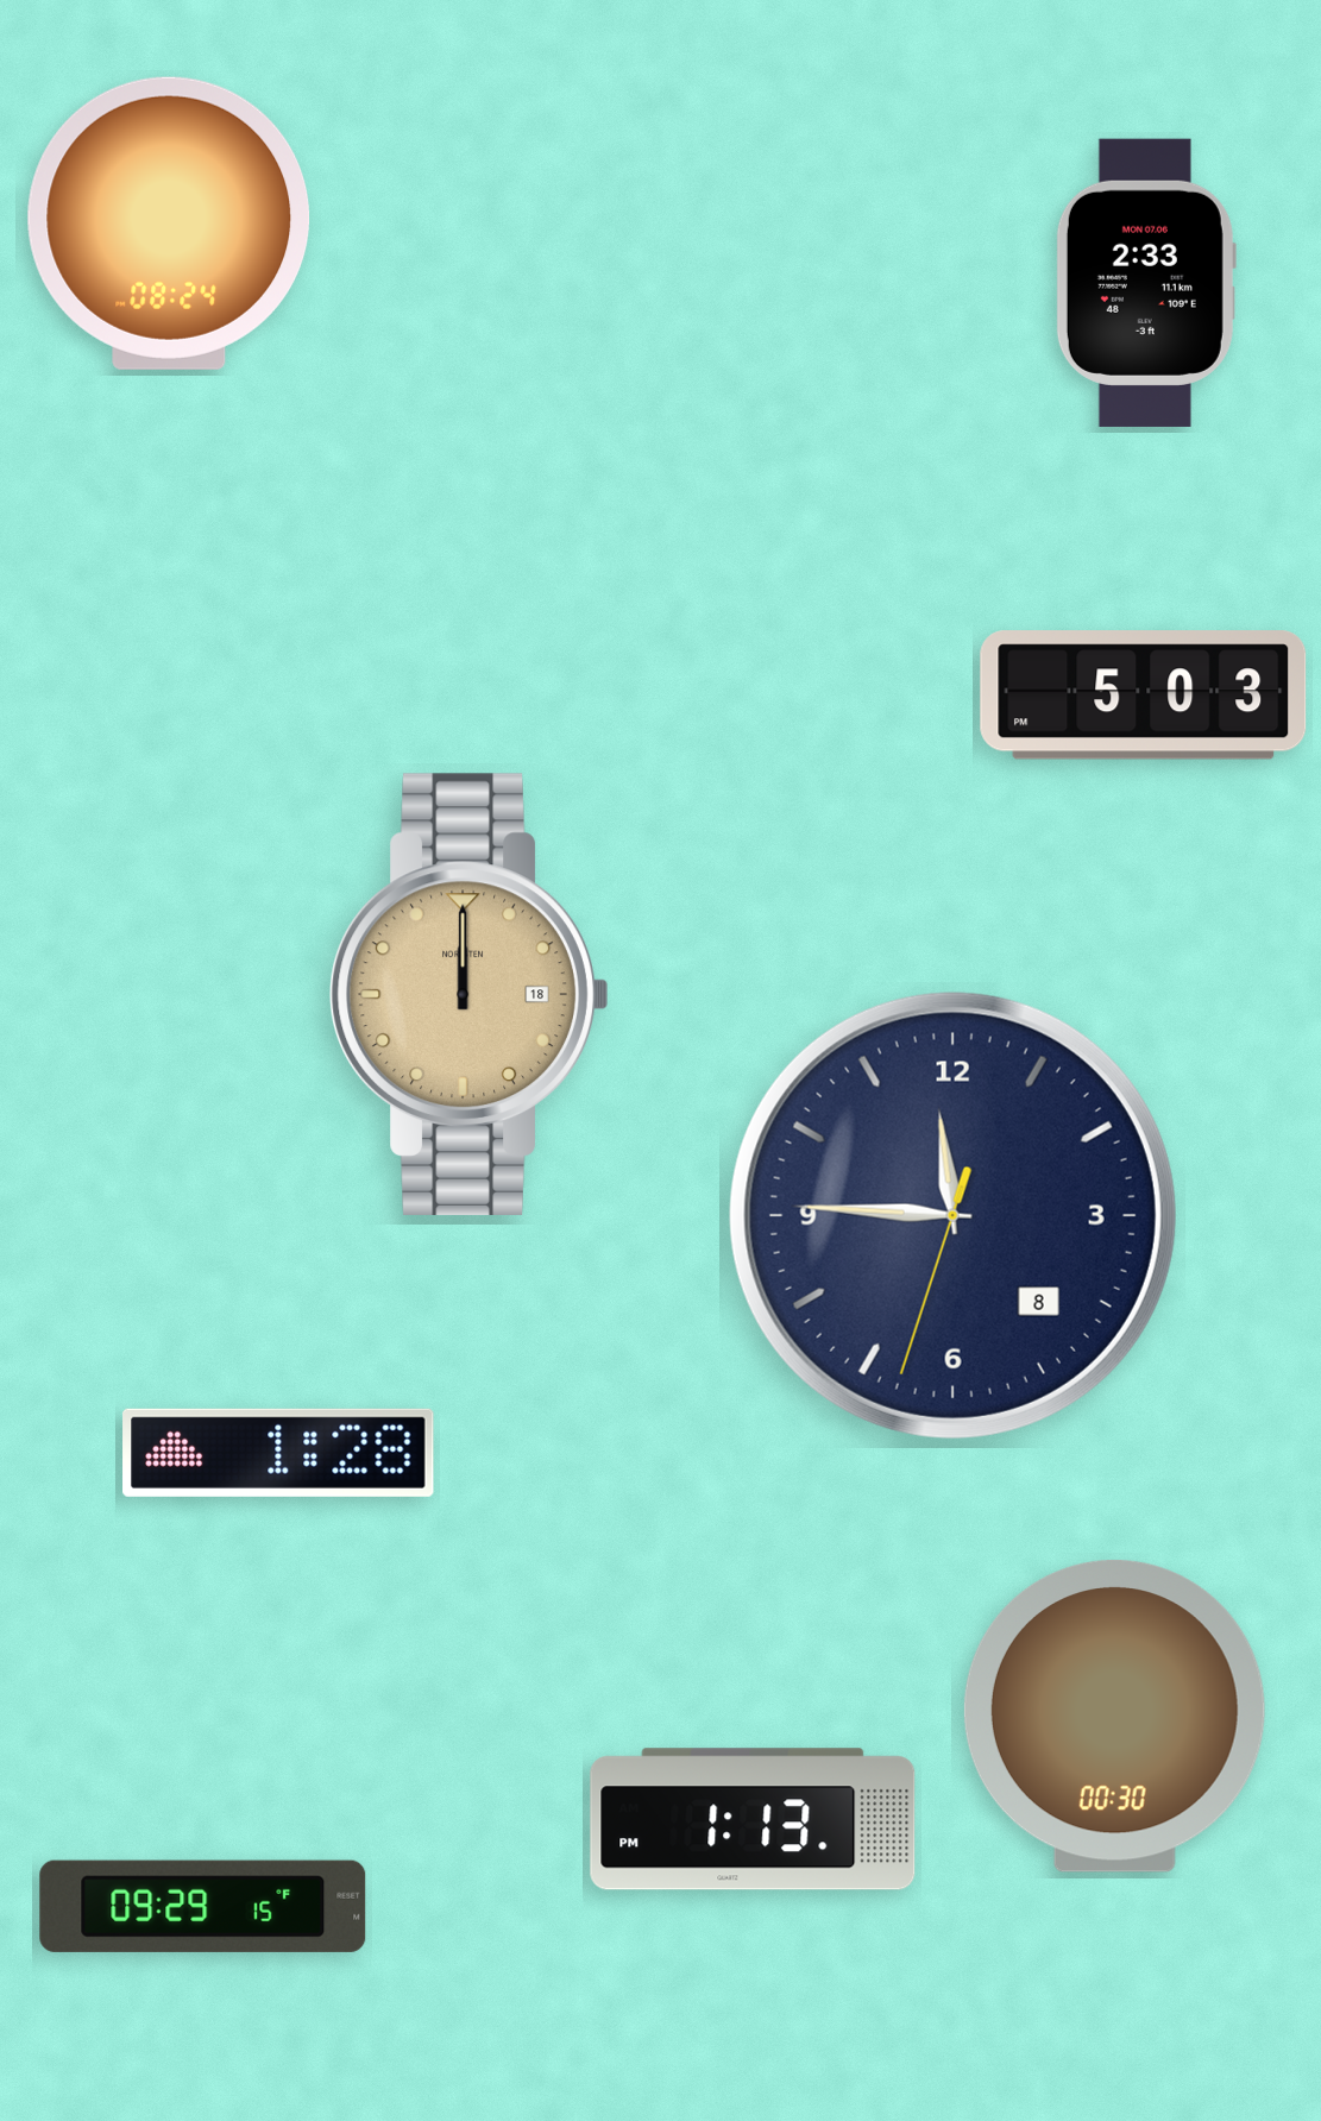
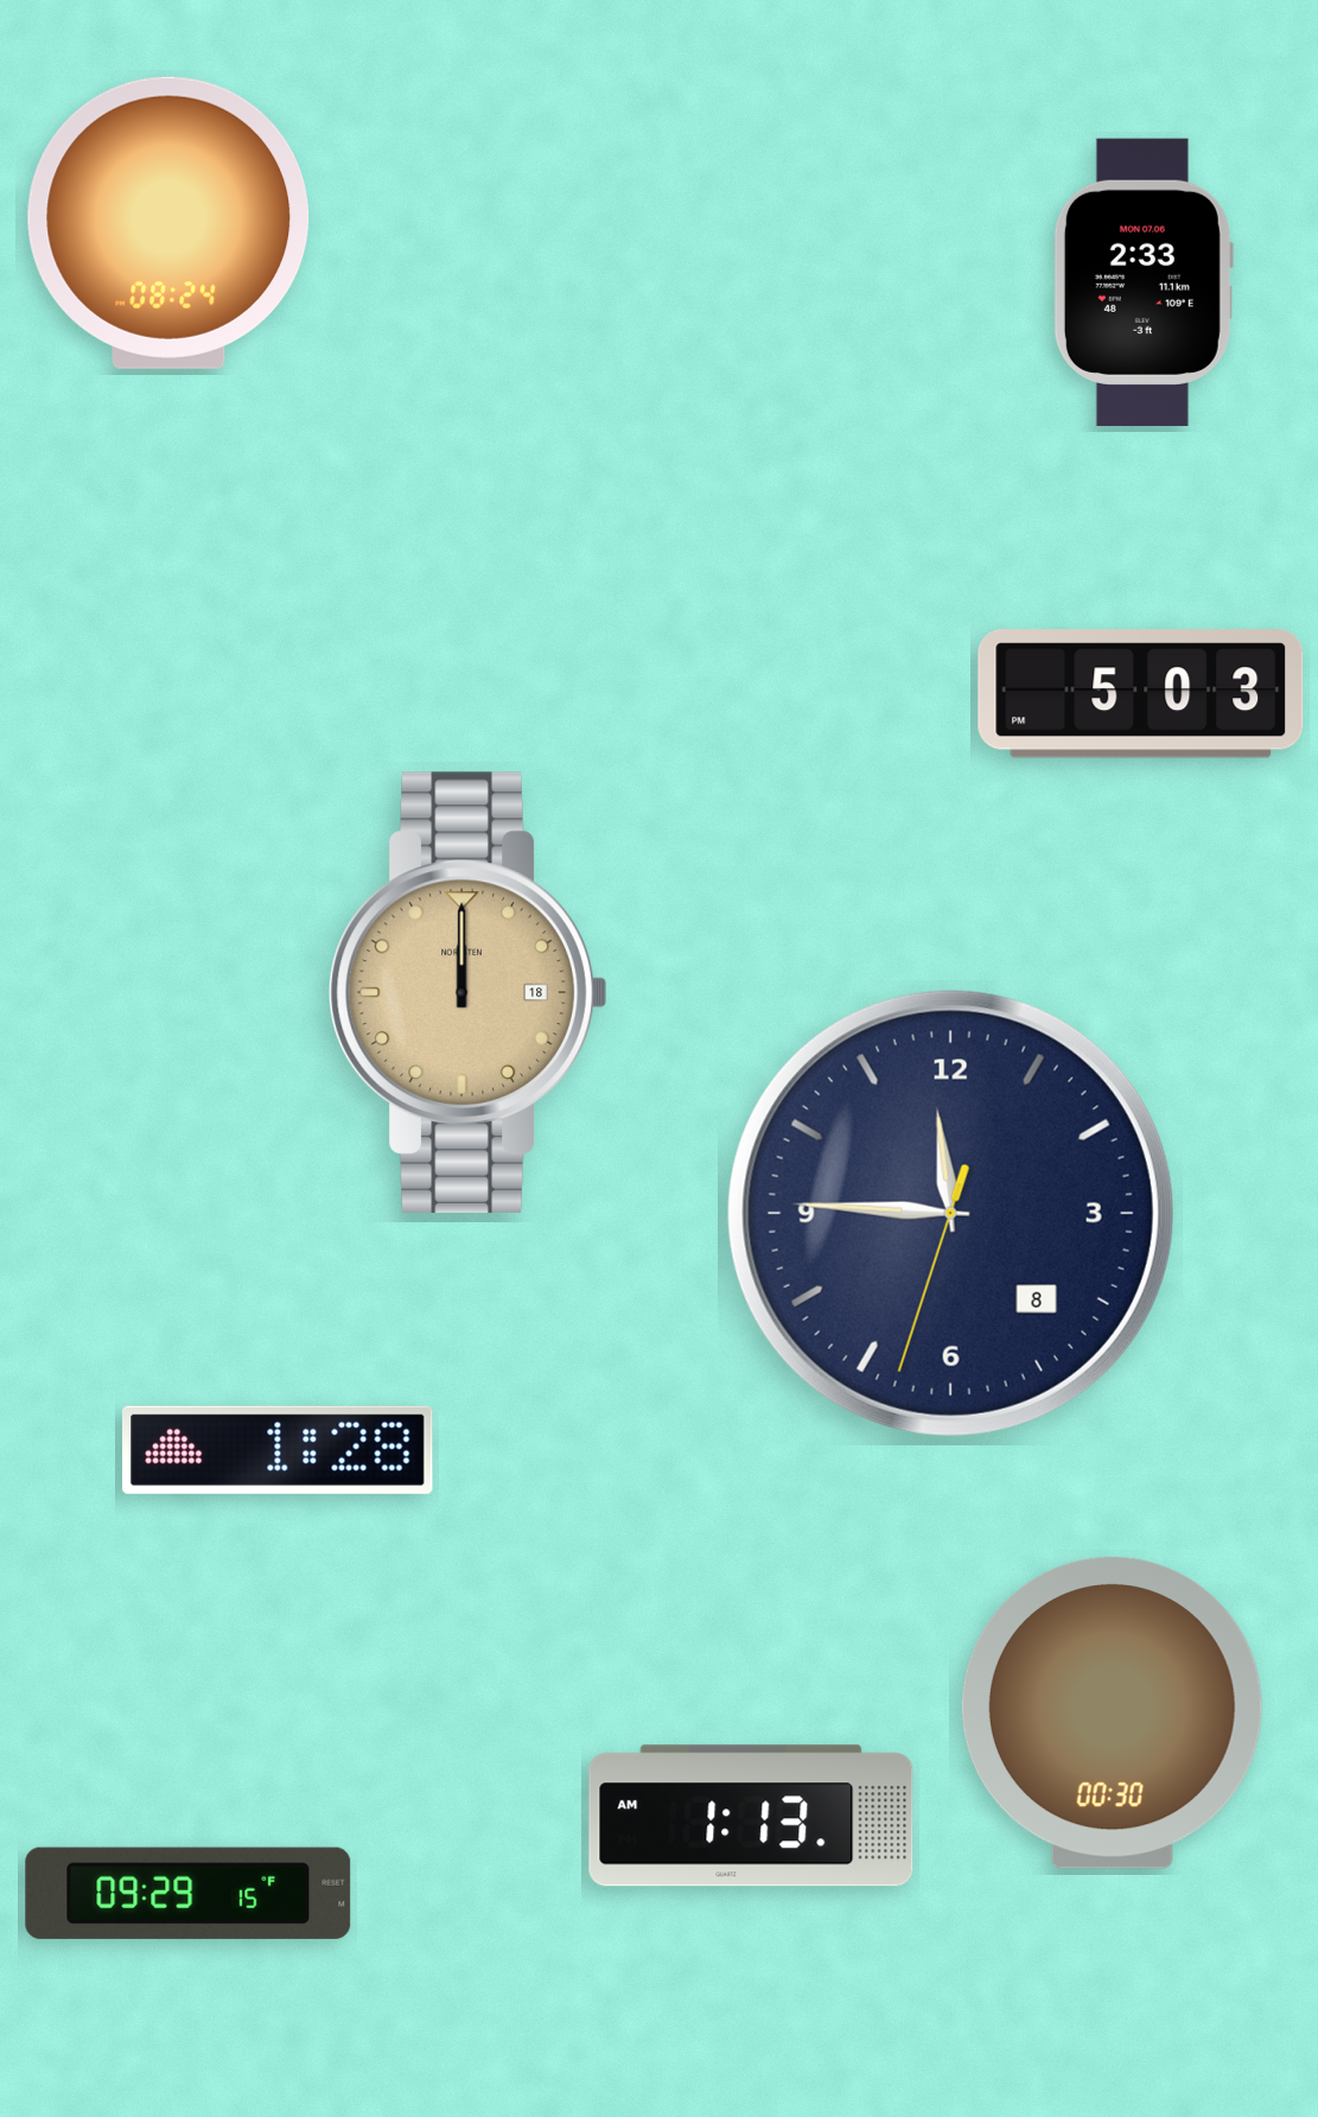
clock at (753, 1819): 1:13 PM -> 1:13 AM
clock at (203, 1906) position: (203, 1906) -> (189, 1893)
